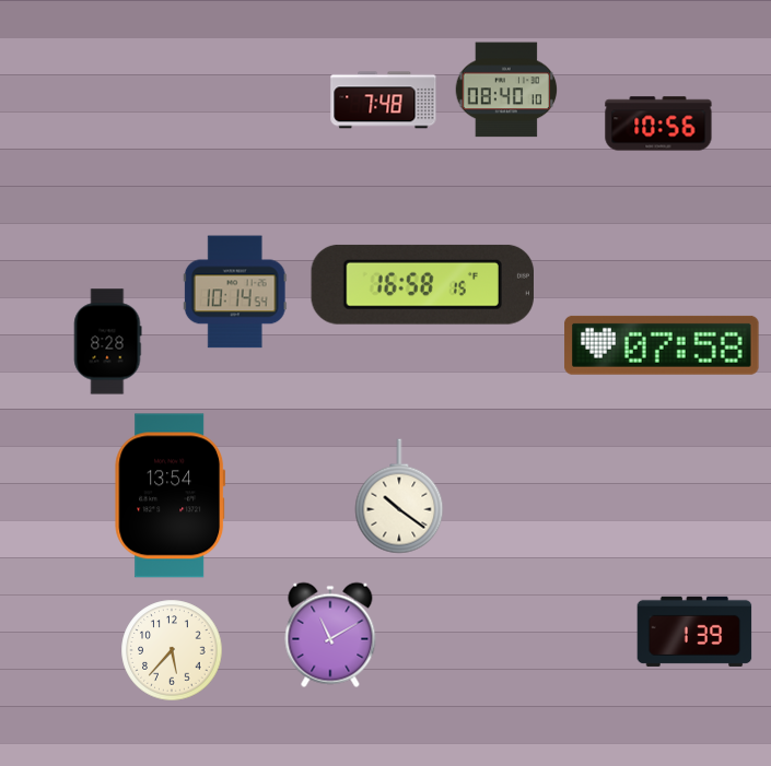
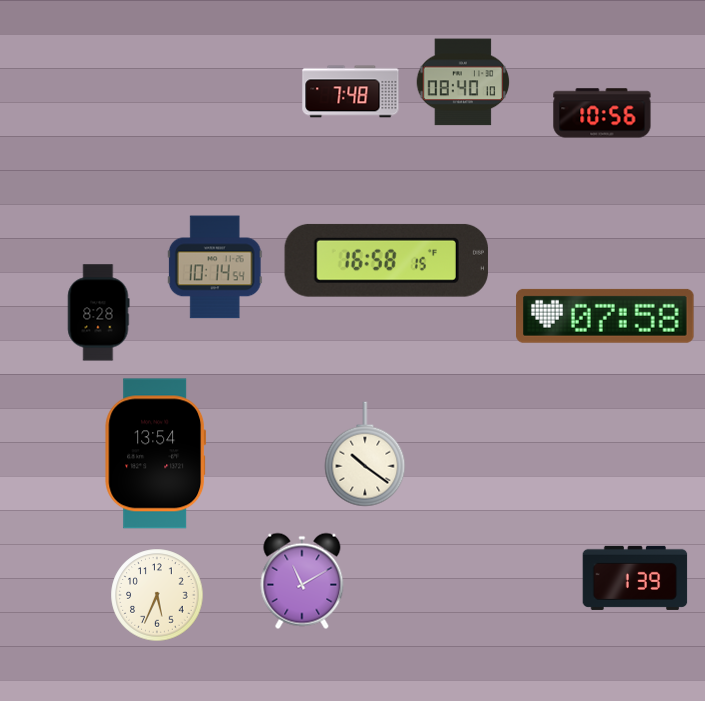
clock at (172, 650): 5:37 -> 5:34
